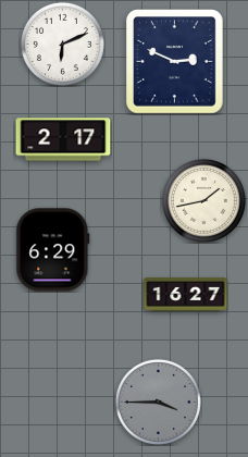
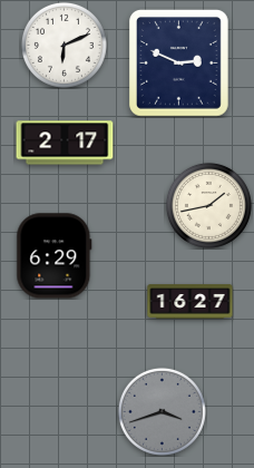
clock at (158, 402): 3:45 -> 3:42
